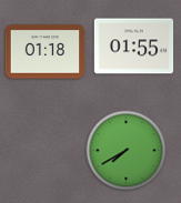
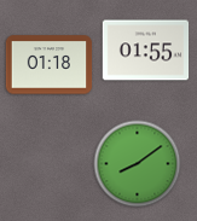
clock at (46, 52) position: (46, 52) -> (50, 65)
clock at (127, 151): 7:40 -> 8:09
